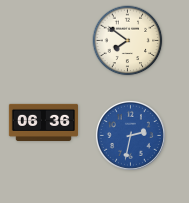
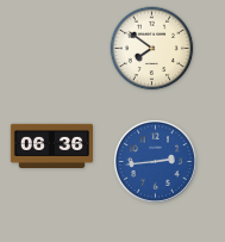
clock at (130, 135): 2:32 -> 2:44
